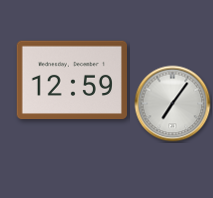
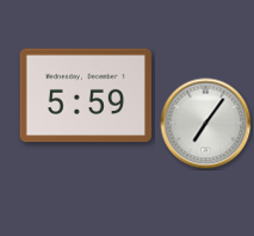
clock at (72, 80): 12:59 -> 5:59
